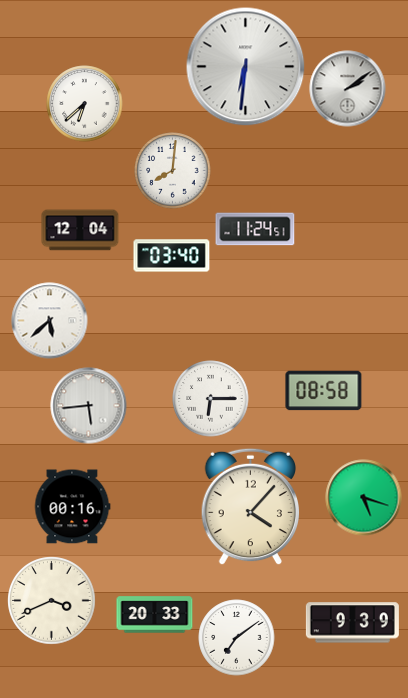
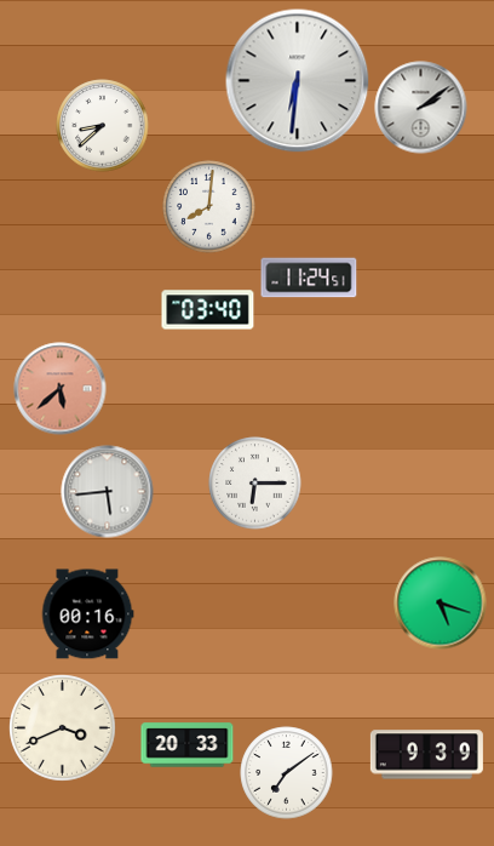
clock at (85, 104): 6:38 -> 8:38
clock at (80, 230): 12:04 -> none
clock at (50, 321) dial: white -> salmon
clock at (324, 391): 08:58 -> none
clock at (251, 507): 4:07 -> none
